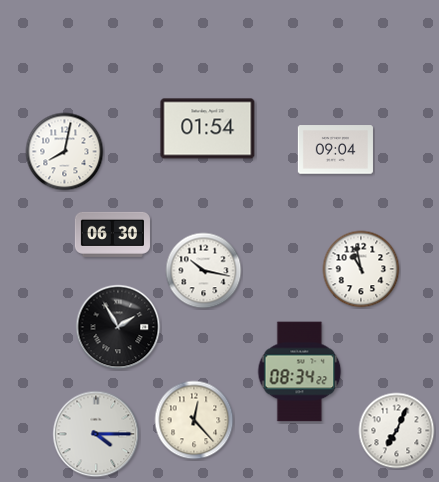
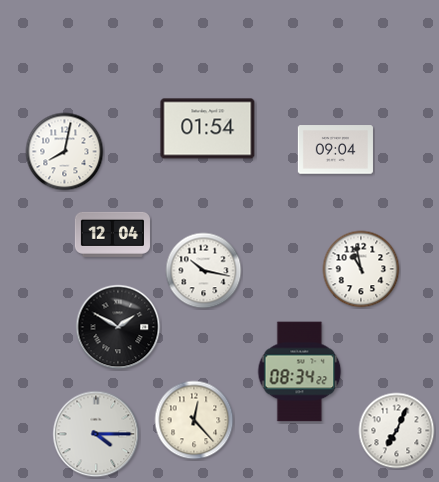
clock at (112, 234): 06:30 -> 12:04
clock at (118, 327): 1:55 -> 1:50
